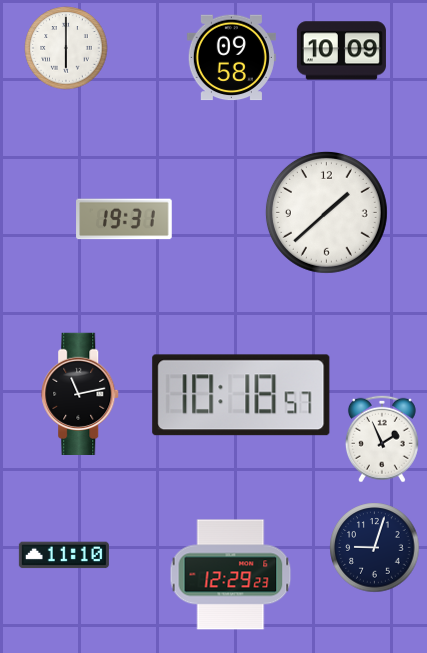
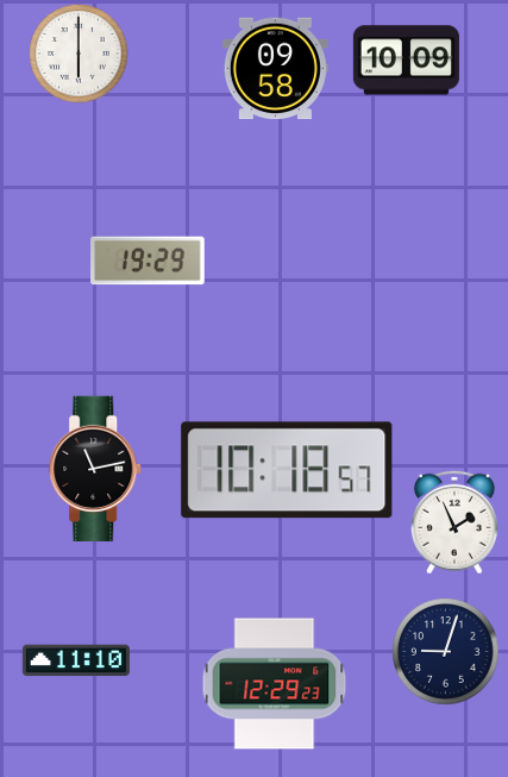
clock at (66, 48) position: (66, 48) -> (79, 54)
clock at (326, 212): 1:38 -> none
clock at (124, 219): 19:31 -> 19:29
